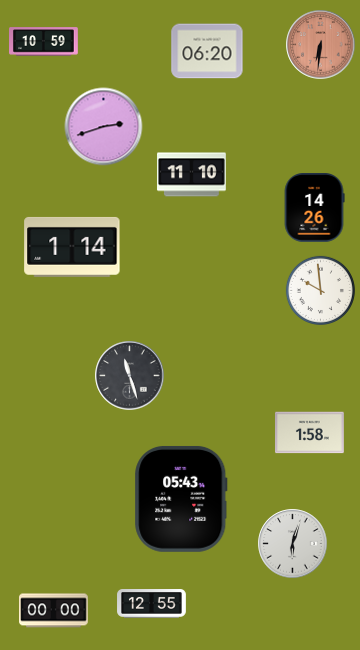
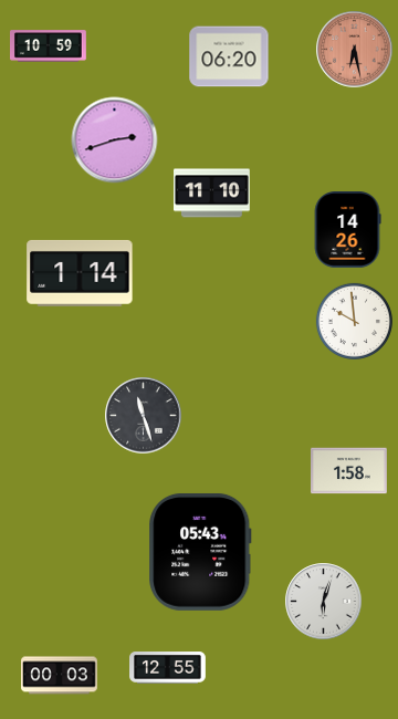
clock at (321, 45): 6:31 -> 6:28
clock at (310, 433) position: (310, 433) -> (349, 471)
clock at (54, 611): 00:00 -> 00:03
